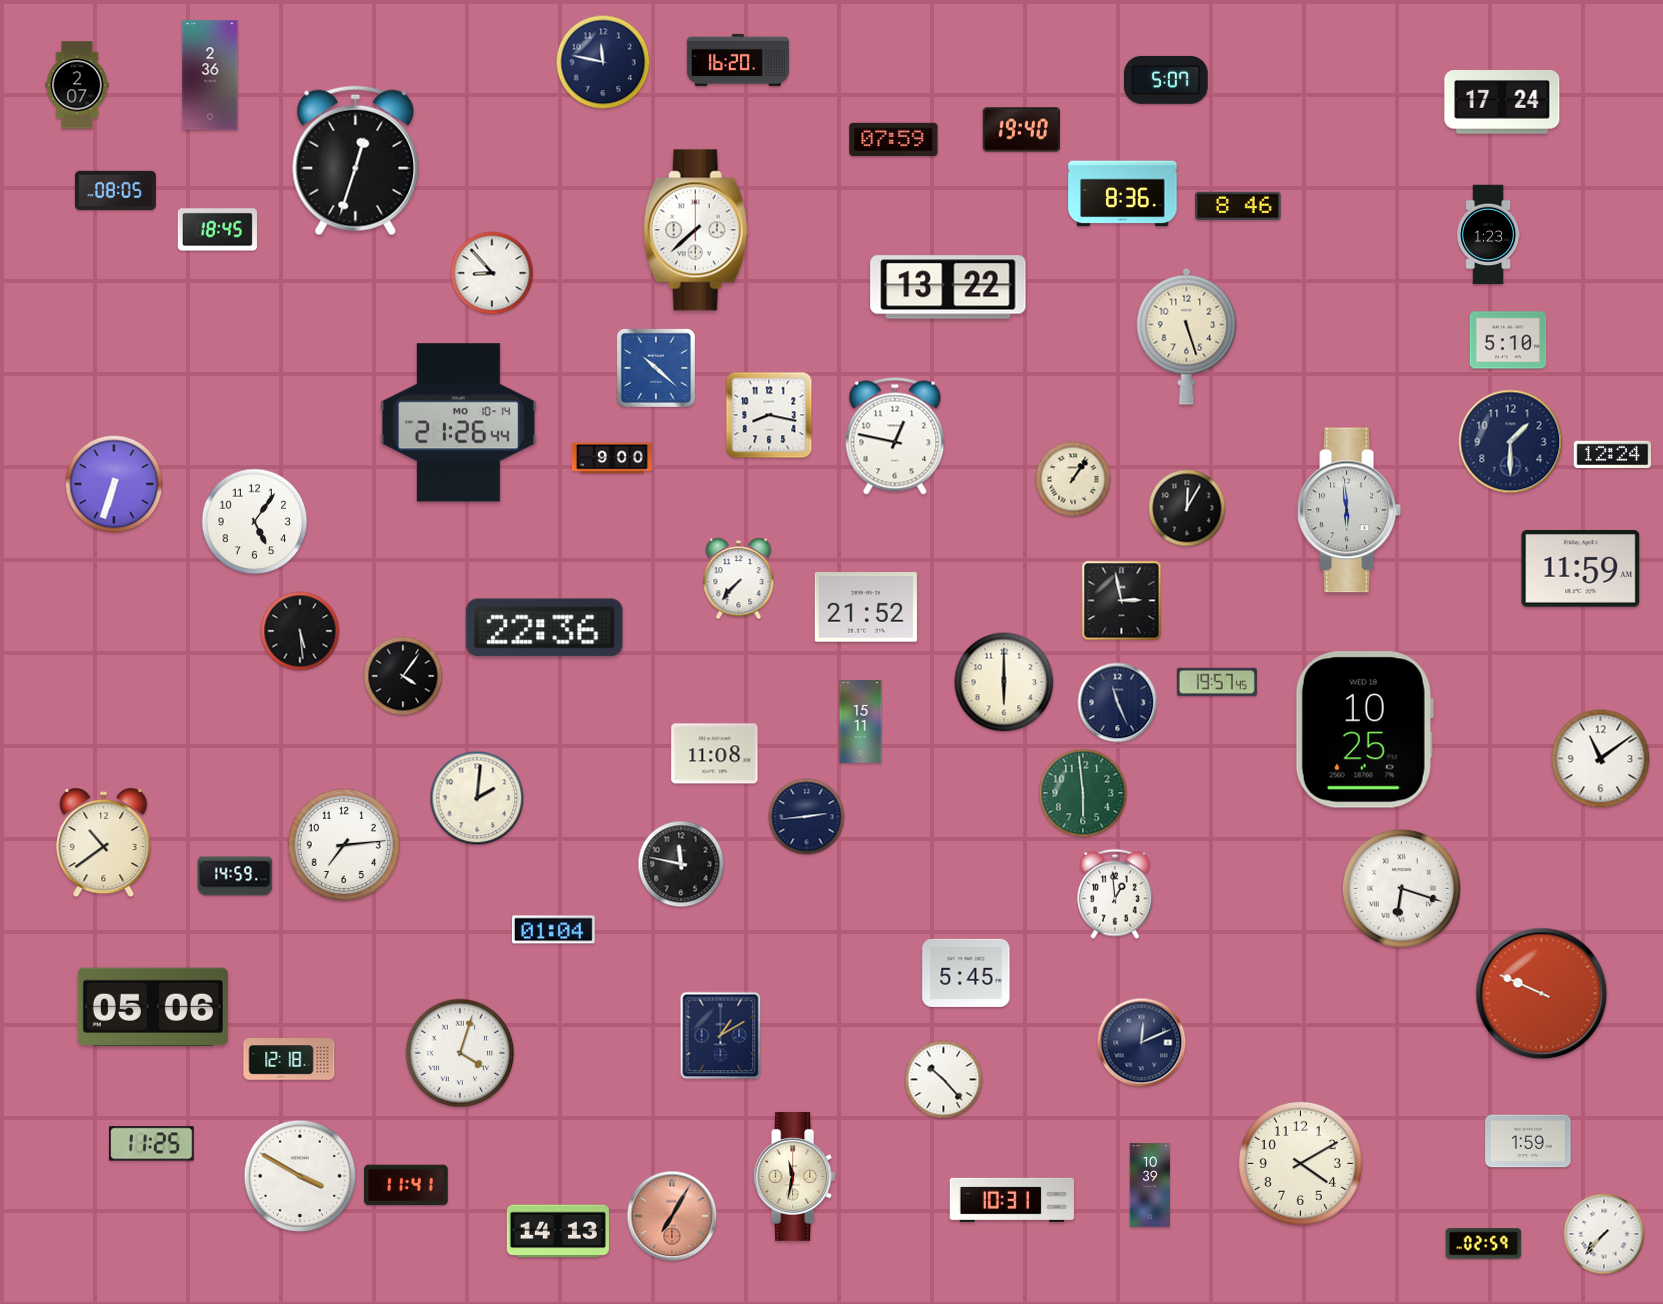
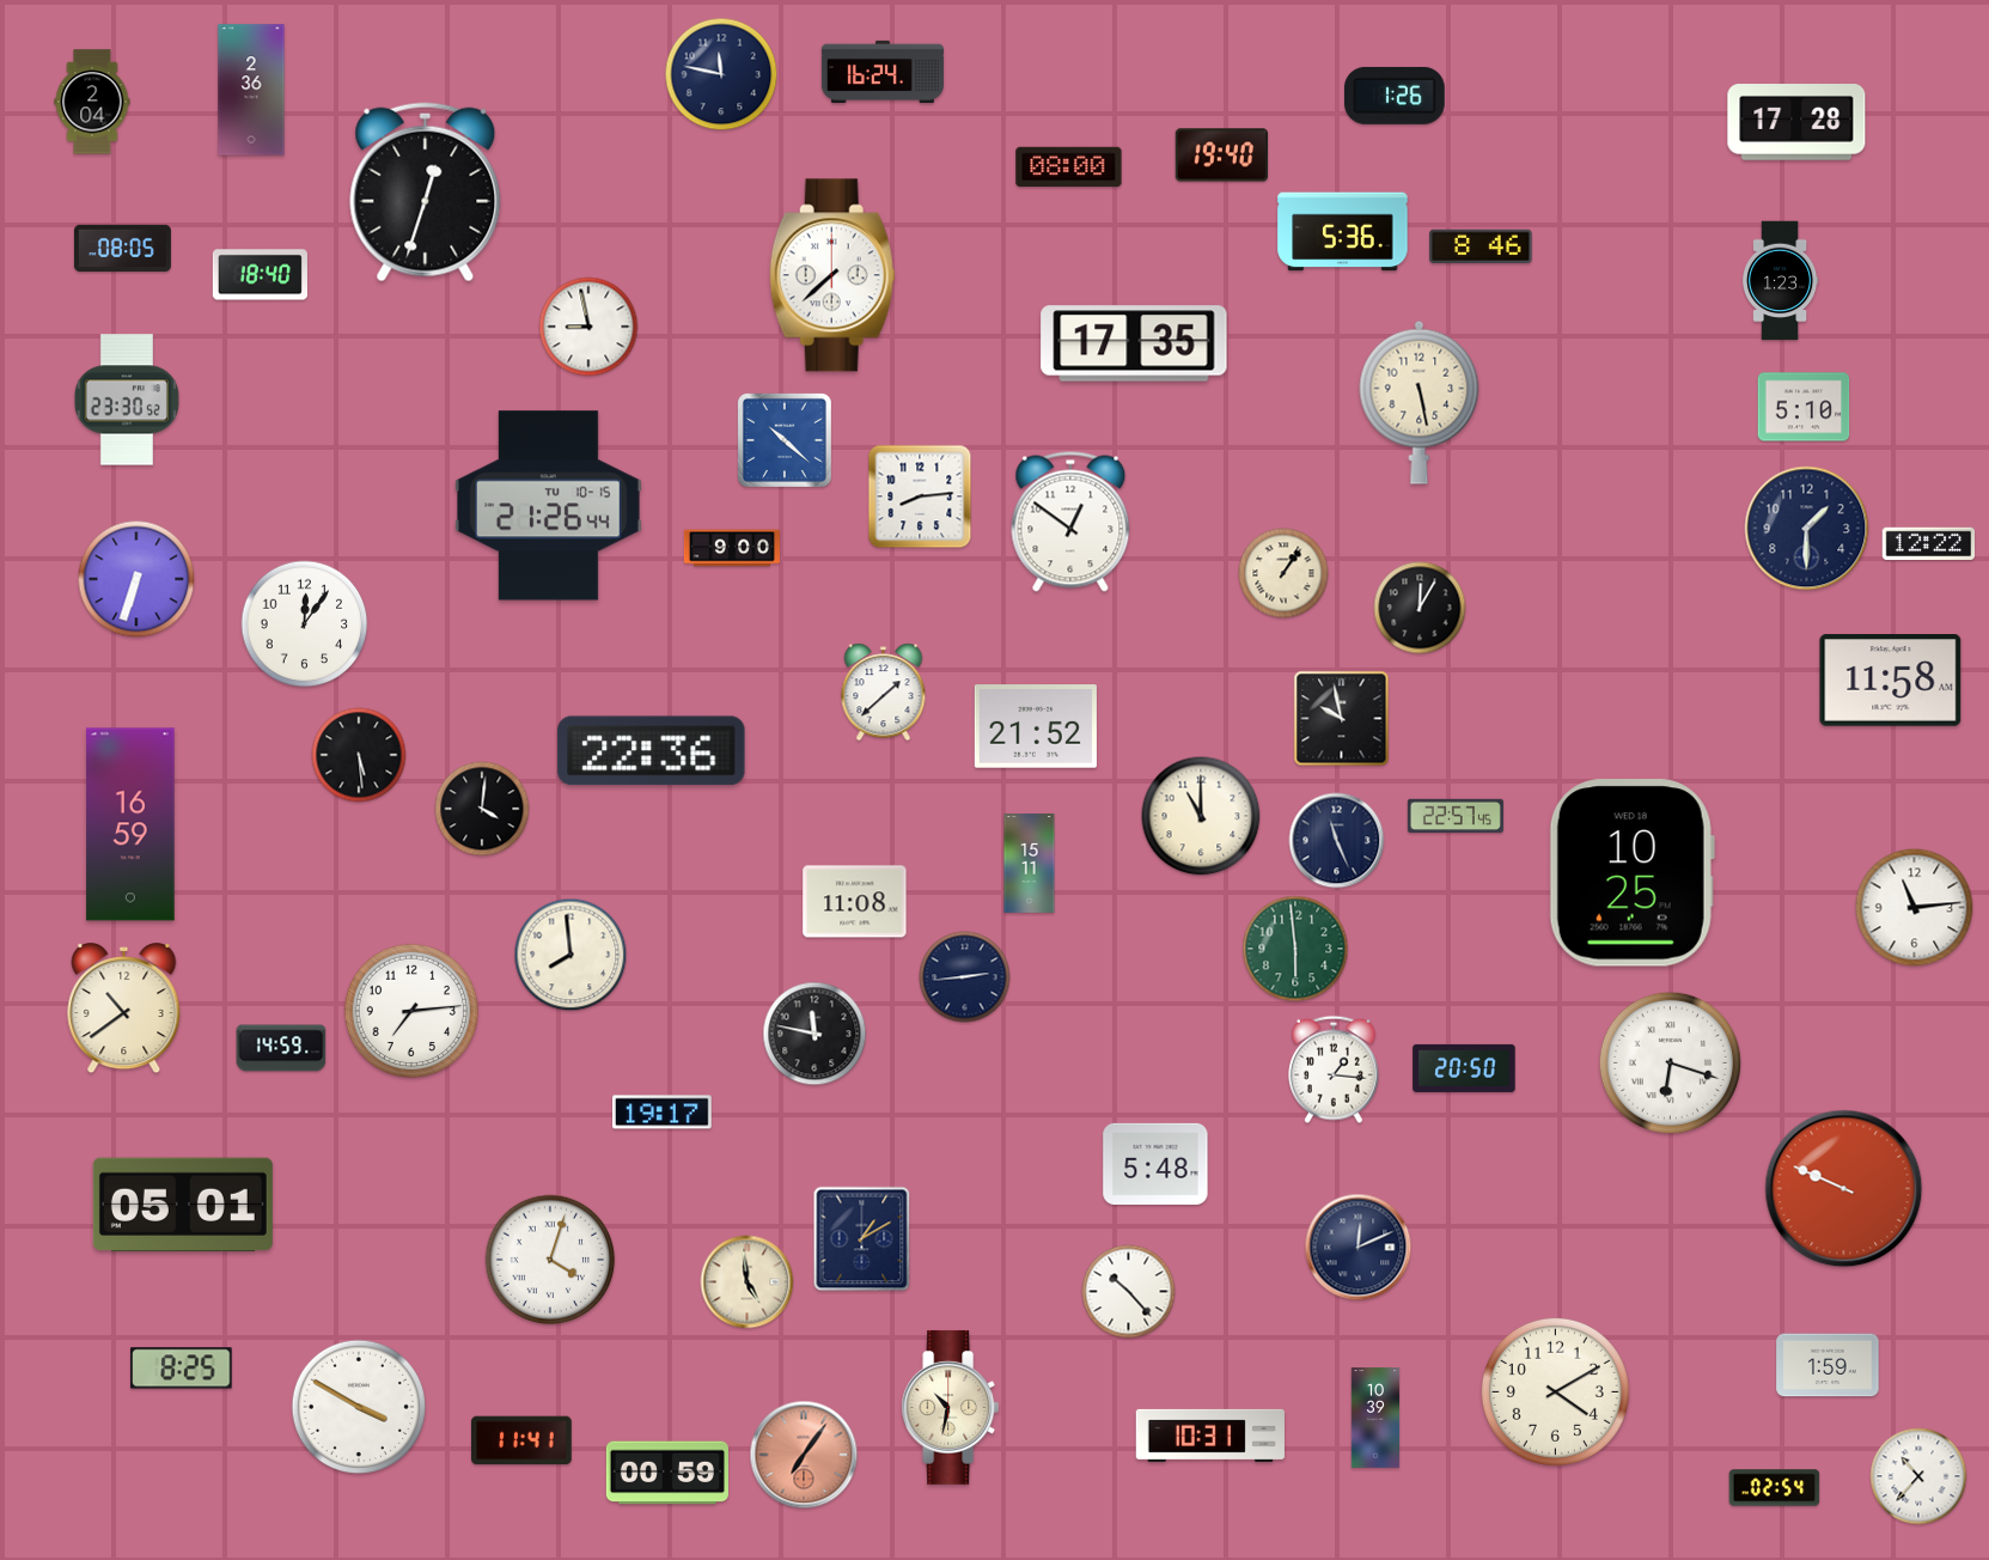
clock at (737, 59): 16:20 -> 16:24
clock at (1167, 80): 5:07 -> 1:26
clock at (77, 85): 2:07 -> 2:04
clock at (1502, 103): 17:24 -> 17:28
clock at (894, 140): 07:59 -> 08:00
clock at (115, 191) position: (115, 191) -> (122, 249)
clock at (1123, 194): 8:36 -> 5:36
clock at (217, 230): 18:45 -> 18:40
clock at (492, 273): 8:53 -> 8:58
clock at (948, 287): 13:22 -> 17:35
clock at (127, 400): none -> 23:30
clock at (1187, 336): 5:27 -> 5:28
clock at (769, 415): 8:17 -> 8:14
clock at (458, 423) date: MO 10-14 -> TU 10-15
clock at (895, 436): 12:47 -> 12:51
clock at (1613, 455): 12:24 -> 12:22
clock at (1349, 510): 5:59 -> none
clock at (255, 522): 5:06 -> 12:06
clock at (1581, 569): 11:59 -> 11:58
clock at (739, 579): 7:37 -> 1:38
clock at (1122, 601): 2:58 -> 9:58
clock at (403, 676): 4:06 -> 4:01
clock at (1217, 681): 19:57 -> 22:57
clock at (1004, 682): 6:00 -> 11:00
clock at (130, 824): none -> 16:59
clock at (1601, 759): 11:09 -> 11:14
clock at (477, 798): 2:01 -> 7:59
clock at (1401, 888) position: (1401, 888) -> (1670, 1062)
clock at (1464, 1068): none -> 20:50
clock at (1116, 894): 12:59 -> 1:16
clock at (554, 930): 01:04 -> 19:17
clock at (966, 973): 5:45 -> 5:48
clock at (153, 1007): 05:06 -> 05:01
clock at (1142, 1043) position: (1142, 1043) -> (1359, 1248)
clock at (289, 1059): 12:18 -> none
clock at (748, 1282): none -> 4:59
clock at (152, 1144): 11:25 -> 8:25
clock at (795, 1176): 11:32 -> 10:32
clock at (406, 1185) position: (406, 1185) -> (521, 1440)
clock at (672, 1216): 7:05 -> 7:06
clock at (558, 1231): 14:13 -> 00:59
clock at (1604, 1234): 7:37 -> 10:37
clock at (1484, 1244): 02:59 -> 02:54
